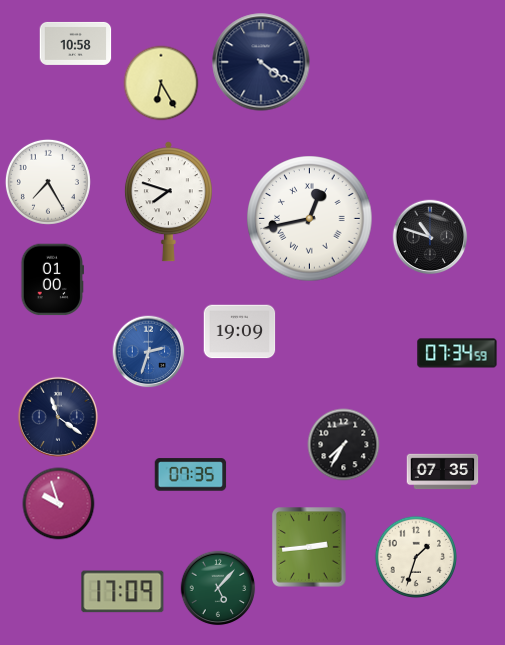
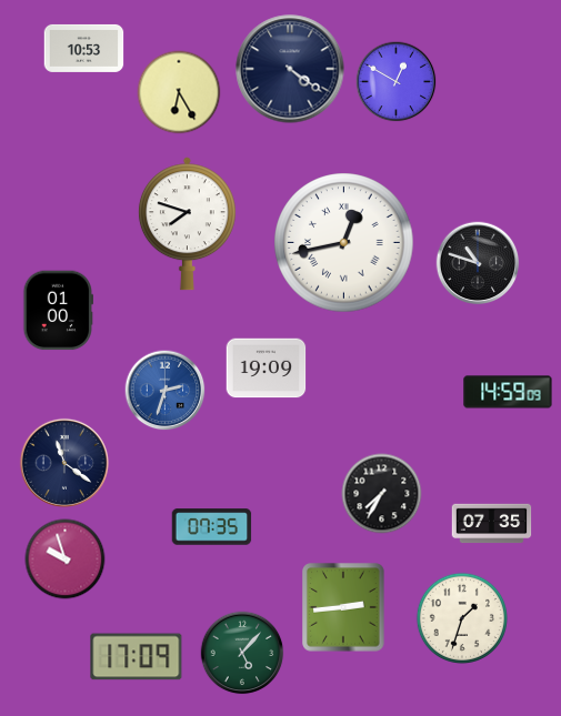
clock at (76, 43): 10:58 -> 10:53
clock at (397, 82): none -> 12:50
clock at (48, 182): 7:25 -> none
clock at (457, 353): 07:34 -> 14:59
